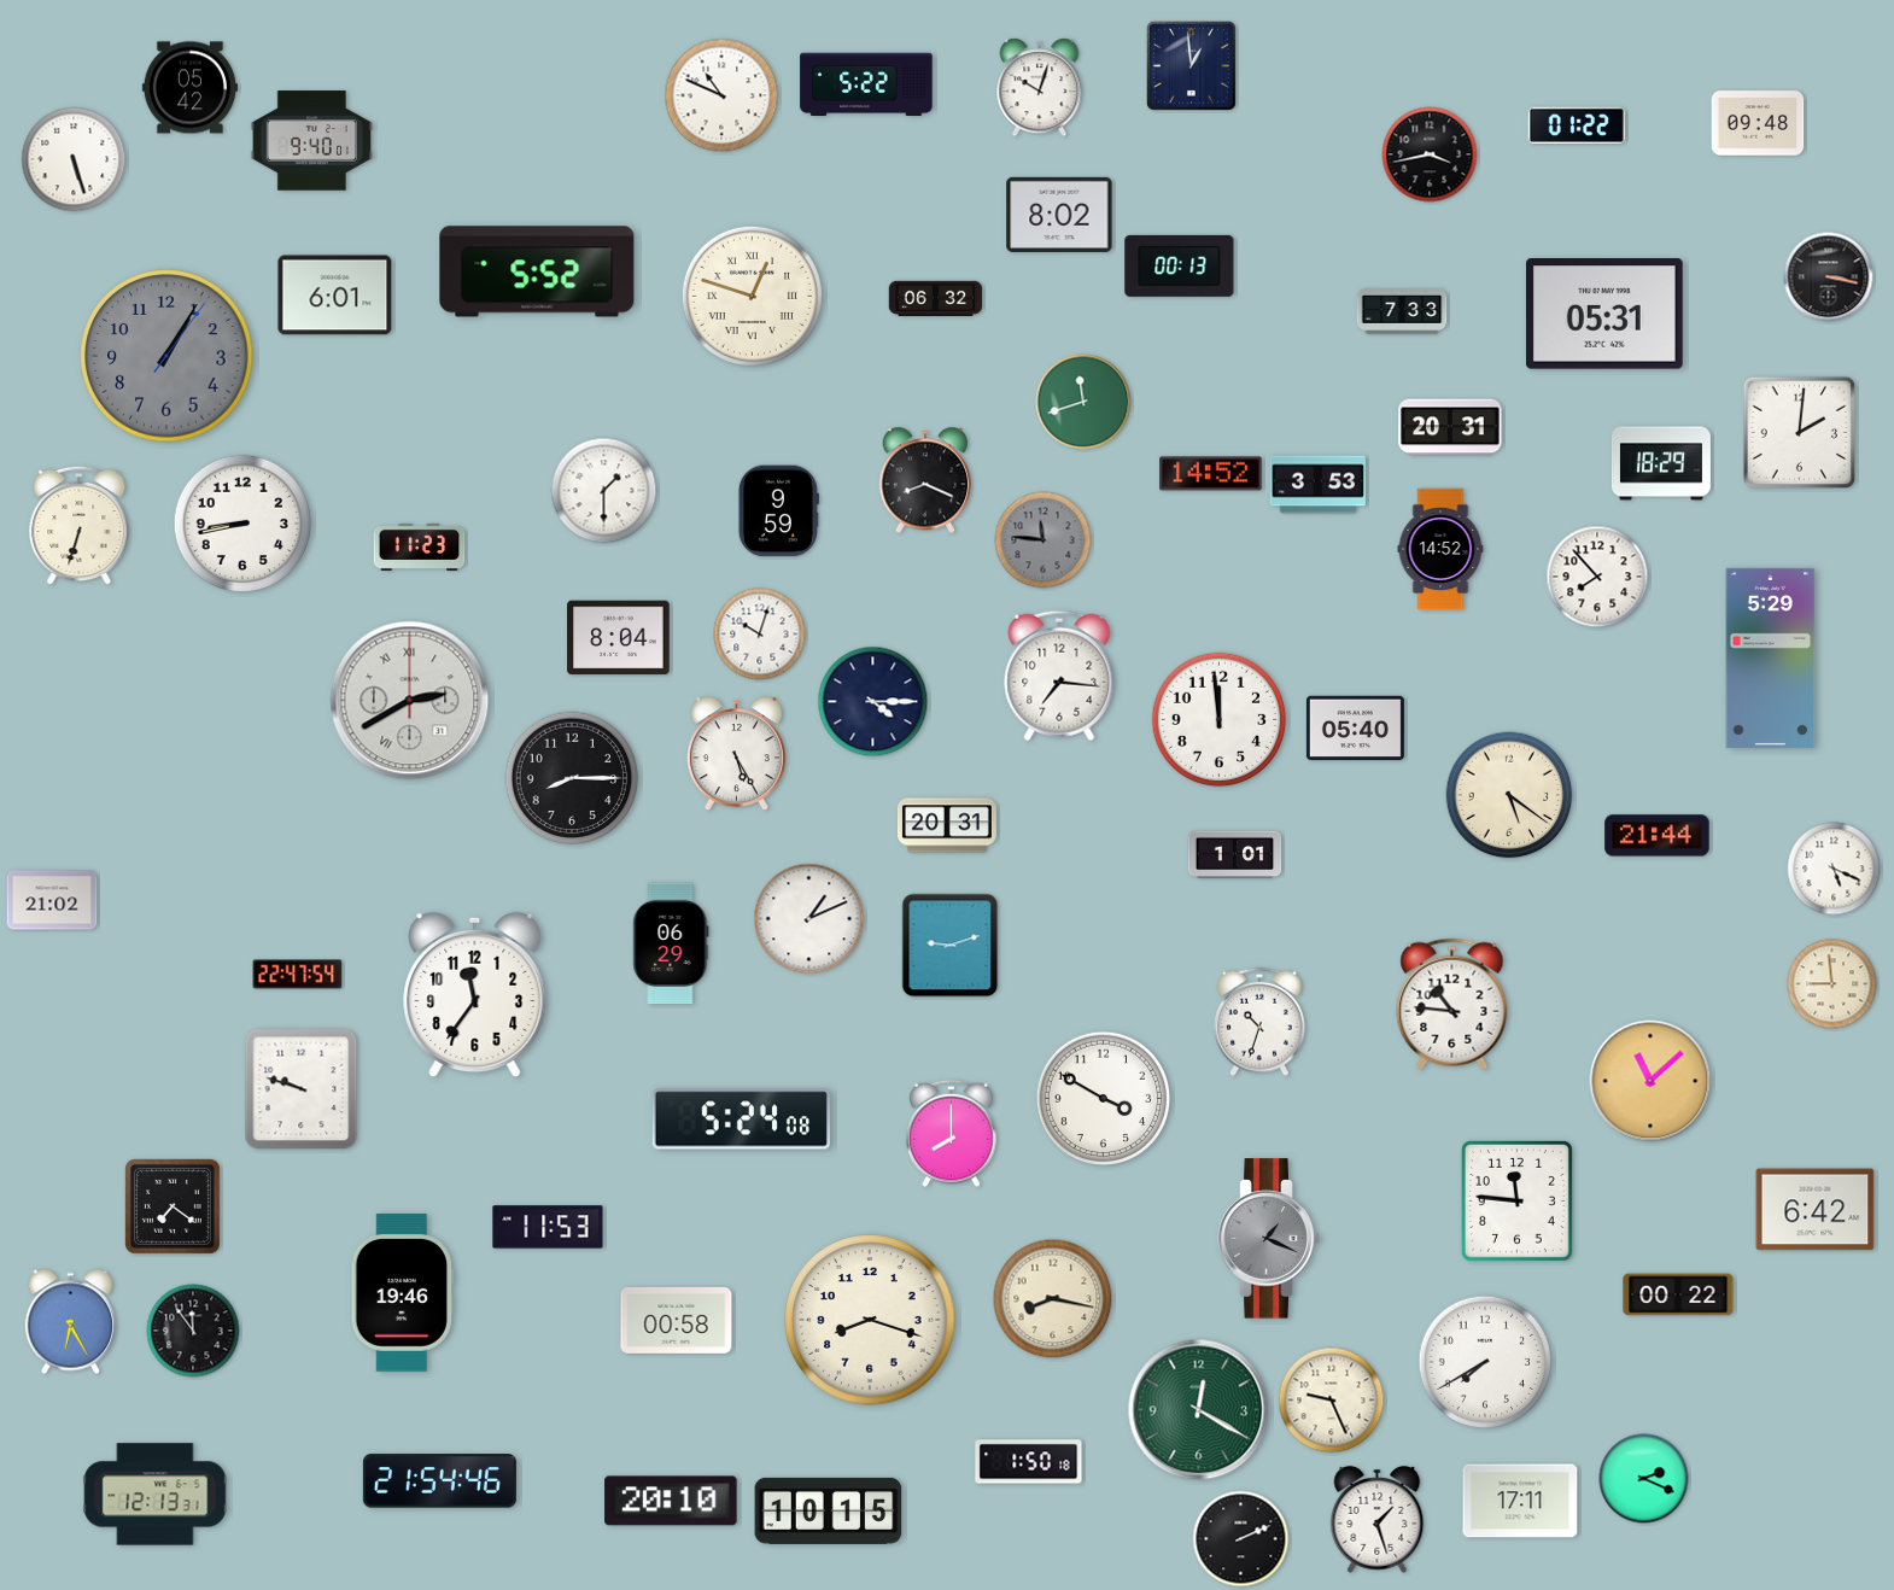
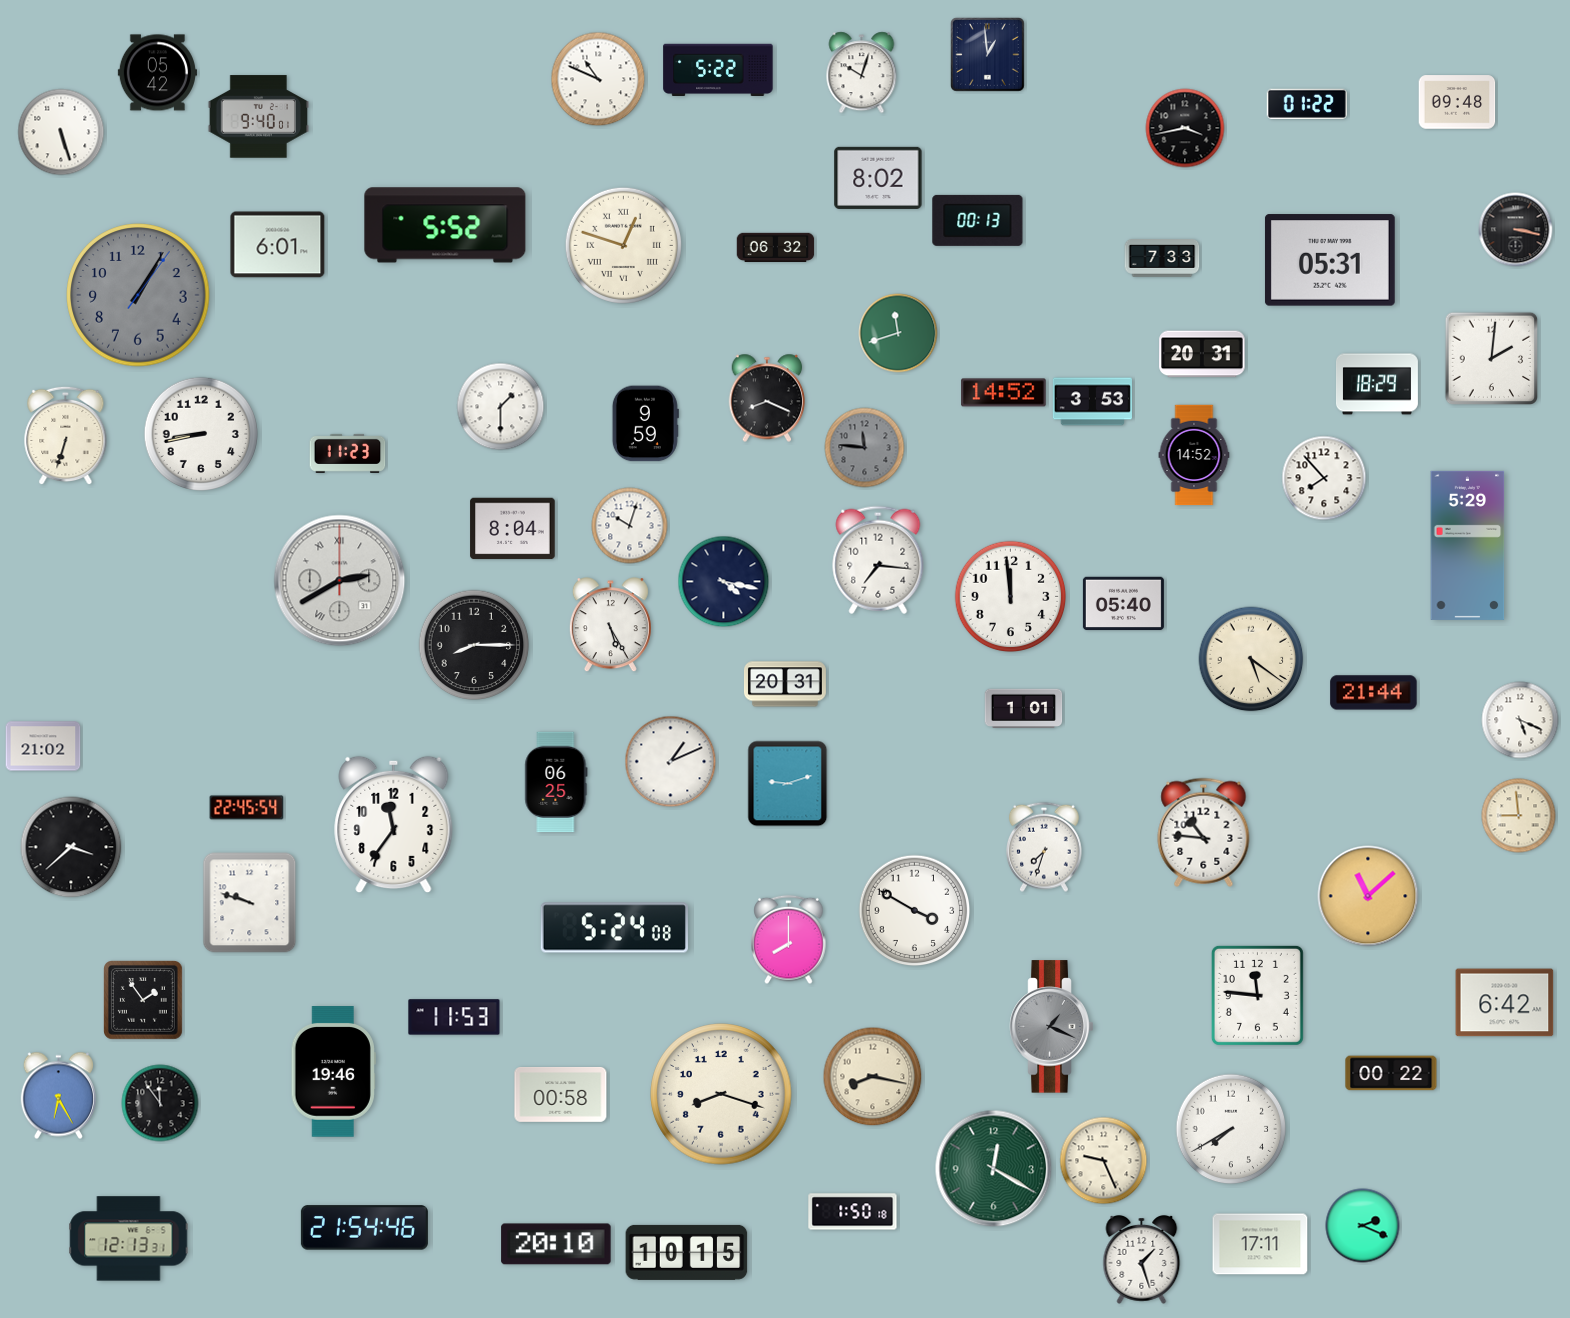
clock at (873, 702): 4:15 -> 4:17
clock at (671, 943): 06:29 -> 06:25
clock at (298, 975): 22:47 -> 22:45
clock at (71, 847): none -> 3:38
clock at (1261, 1022): 10:33 -> 7:33
clock at (174, 1208): 7:21 -> 1:54
clock at (1241, 1539): 2:11 -> none
